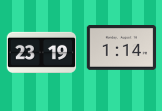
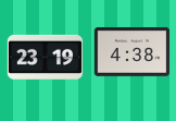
clock at (122, 48): 1:14 -> 4:38
